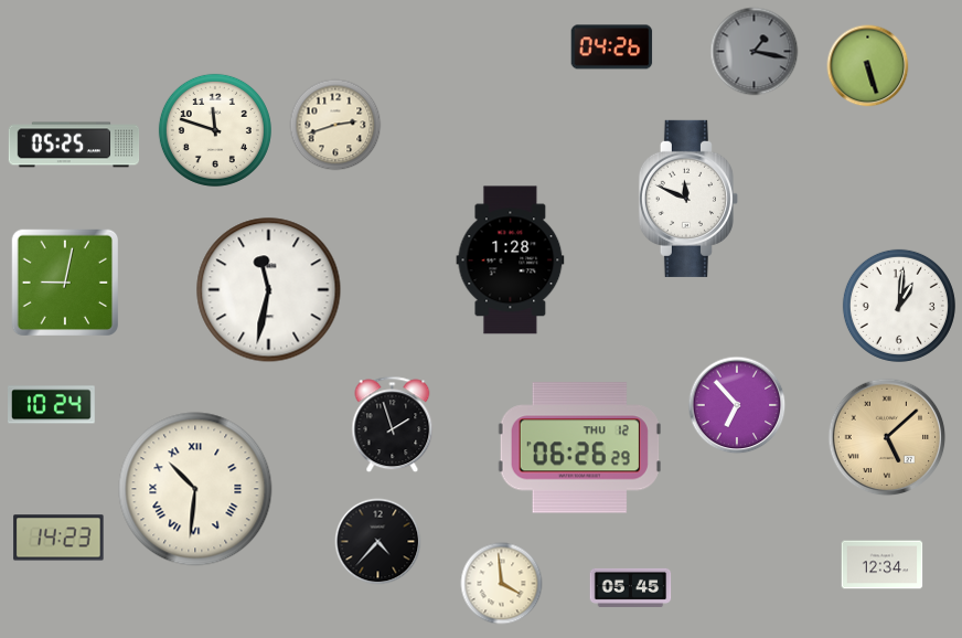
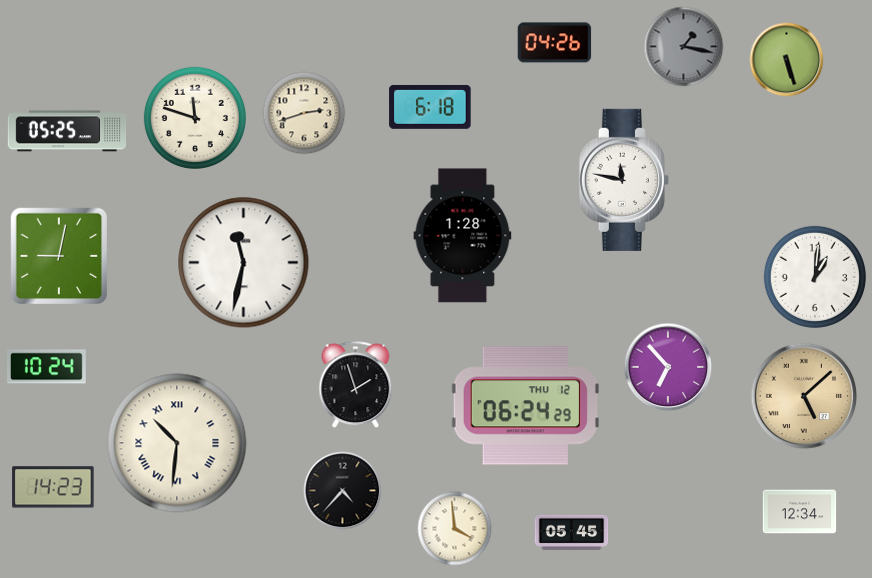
clock at (430, 107): none -> 6:18
clock at (688, 199): 11:49 -> 11:47
clock at (579, 448): 06:26 -> 06:24
